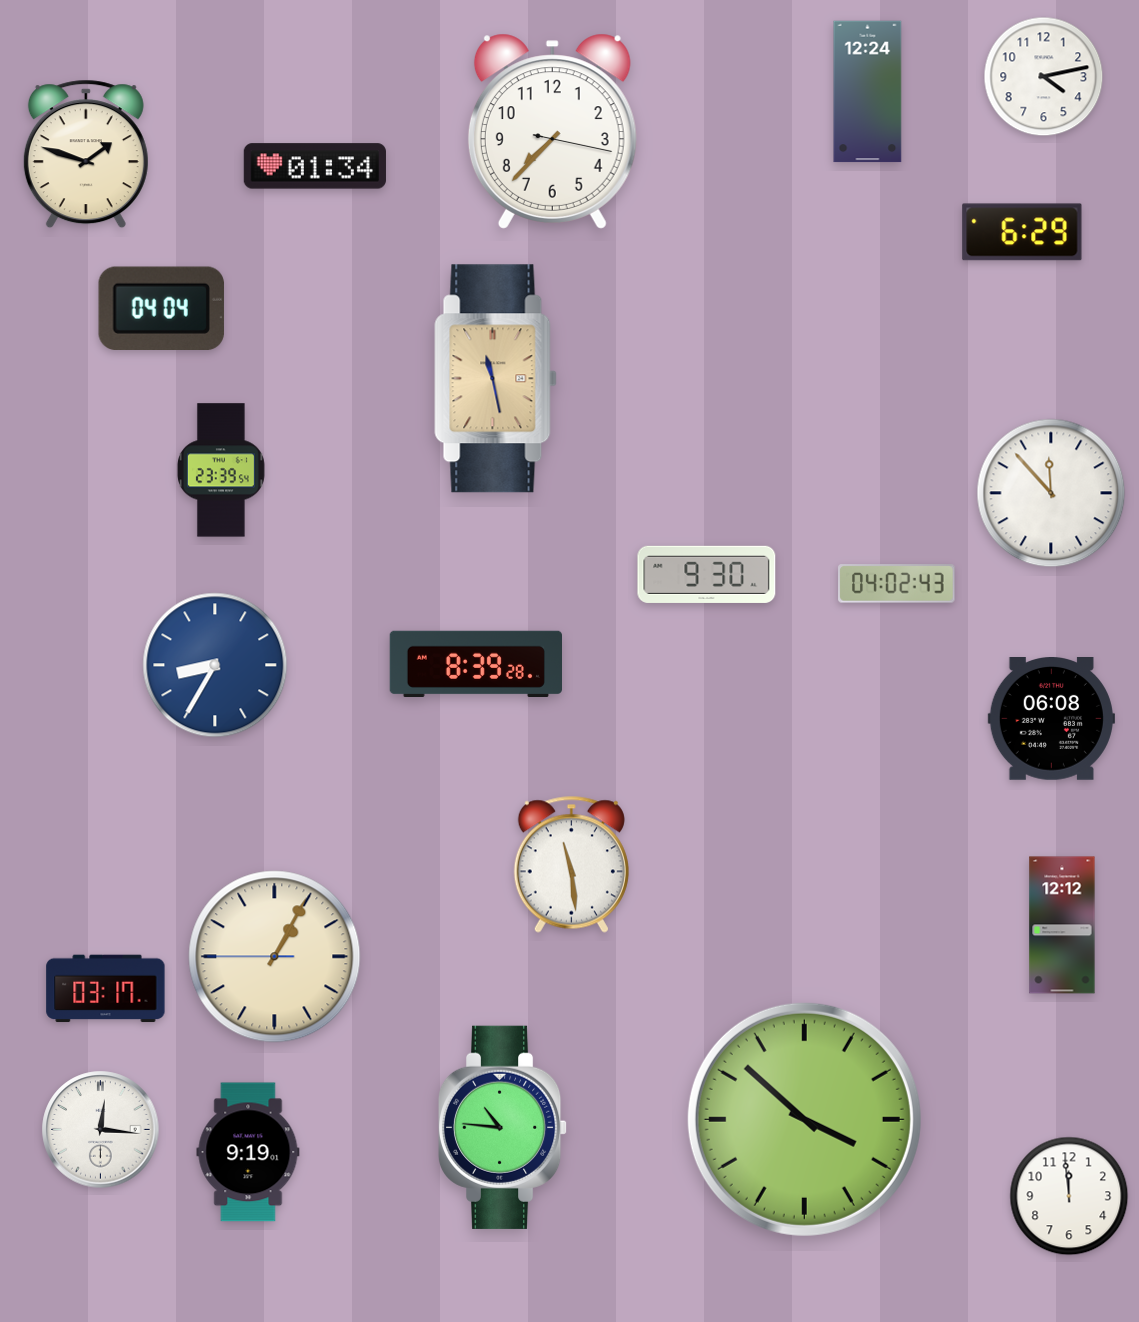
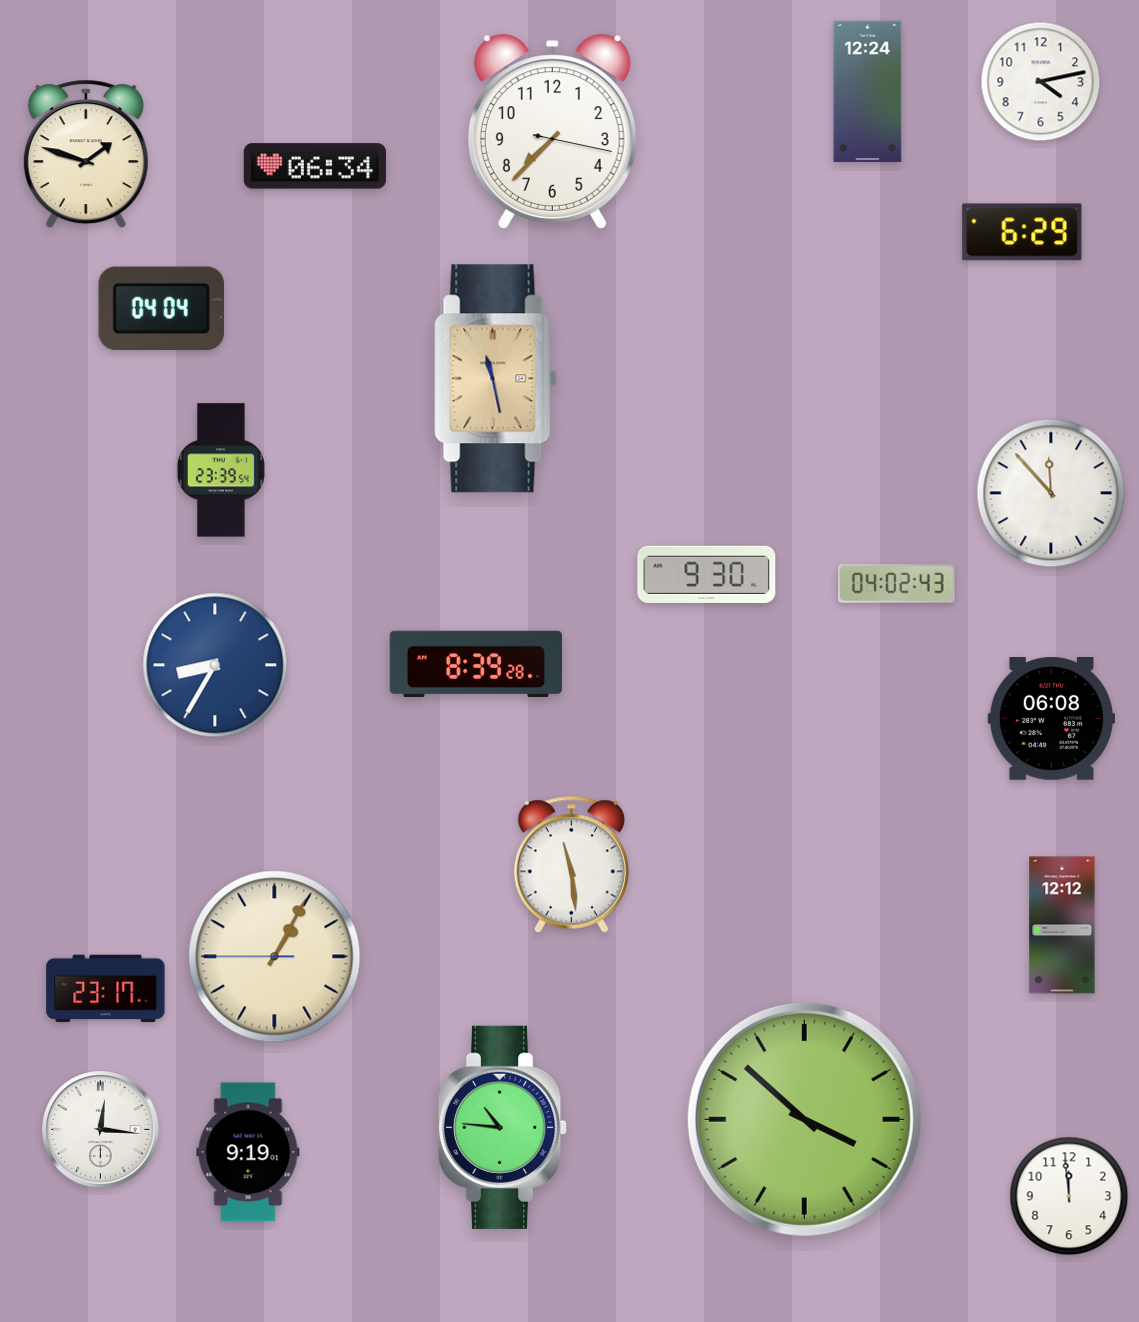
clock at (1044, 77) position: (1044, 77) -> (1041, 82)
clock at (315, 166): 01:34 -> 06:34
clock at (106, 989): 03:17 -> 23:17
